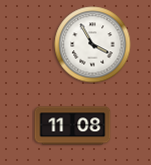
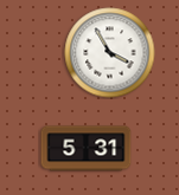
clock at (73, 126): 11:08 -> 5:31
